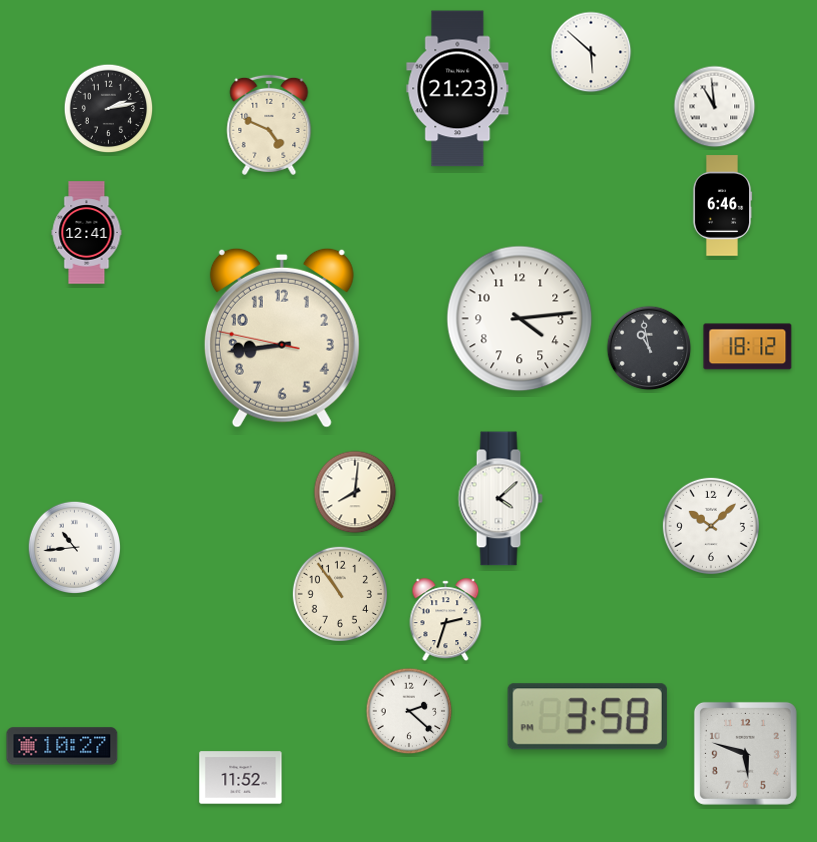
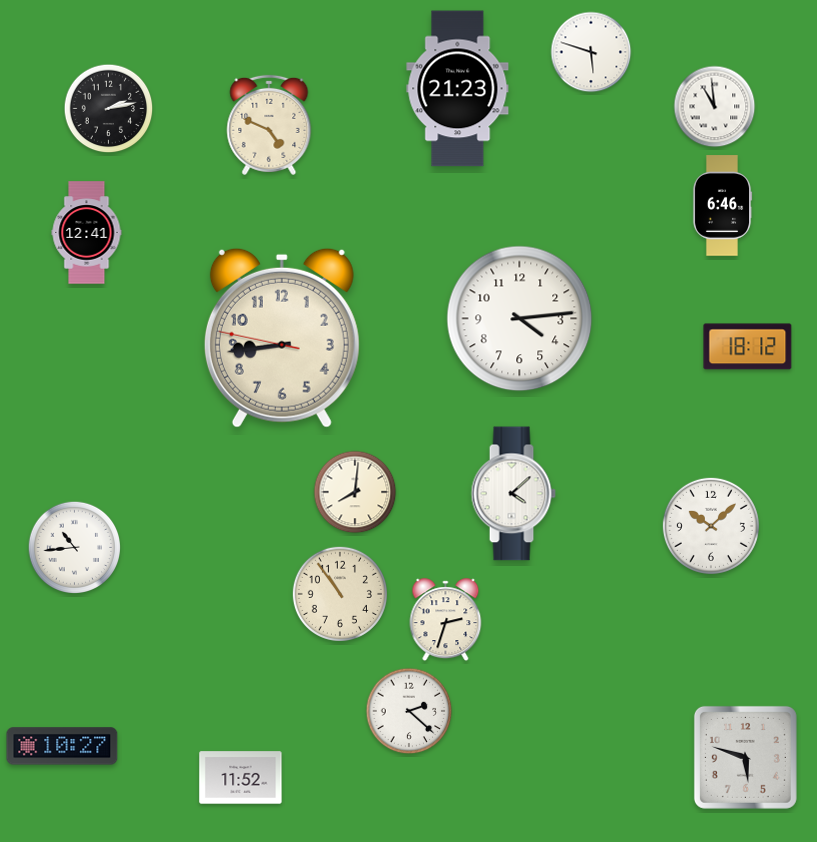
clock at (591, 52): 5:52 -> 5:48
clock at (649, 348): 10:58 -> none
clock at (500, 499) position: (500, 499) -> (513, 494)
clock at (587, 717): 3:58 -> none
clock at (745, 753) position: (745, 753) -> (745, 757)
